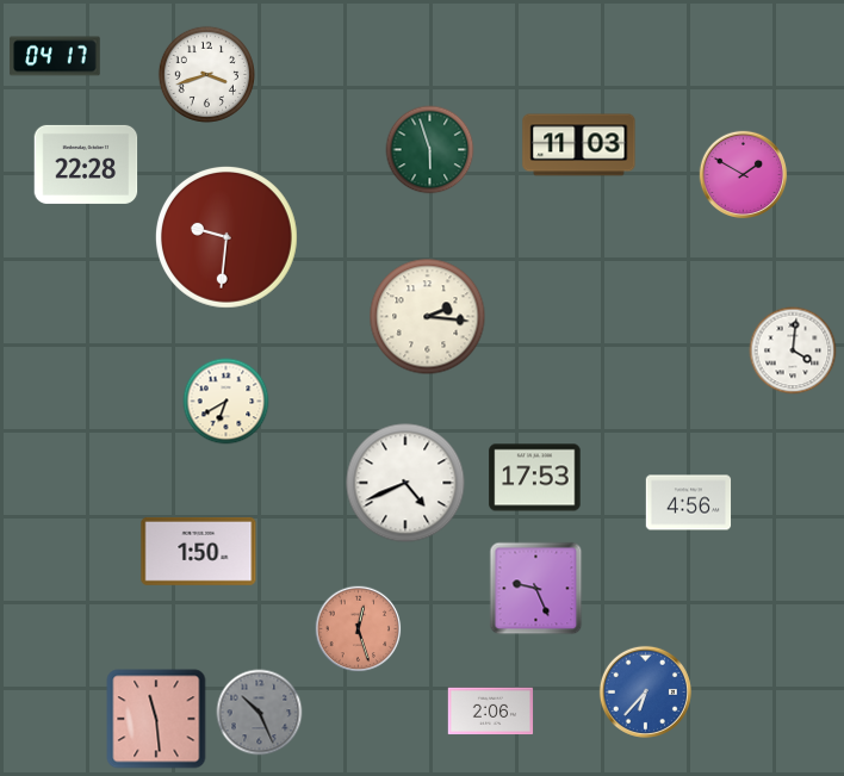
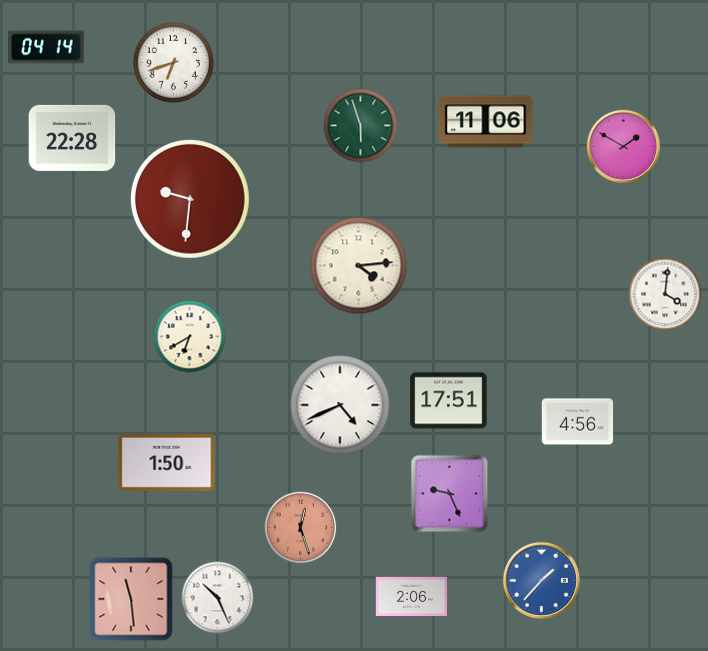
clock at (55, 56): 04:17 -> 04:14
clock at (206, 74): 3:42 -> 6:42
clock at (579, 145): 11:03 -> 11:06
clock at (428, 317): 2:16 -> 4:14
clock at (535, 478): 17:53 -> 17:51
clock at (645, 691): 6:37 -> 1:37
clock at (260, 713) dial: grey -> white
clock at (156, 719) position: (156, 719) -> (131, 599)
